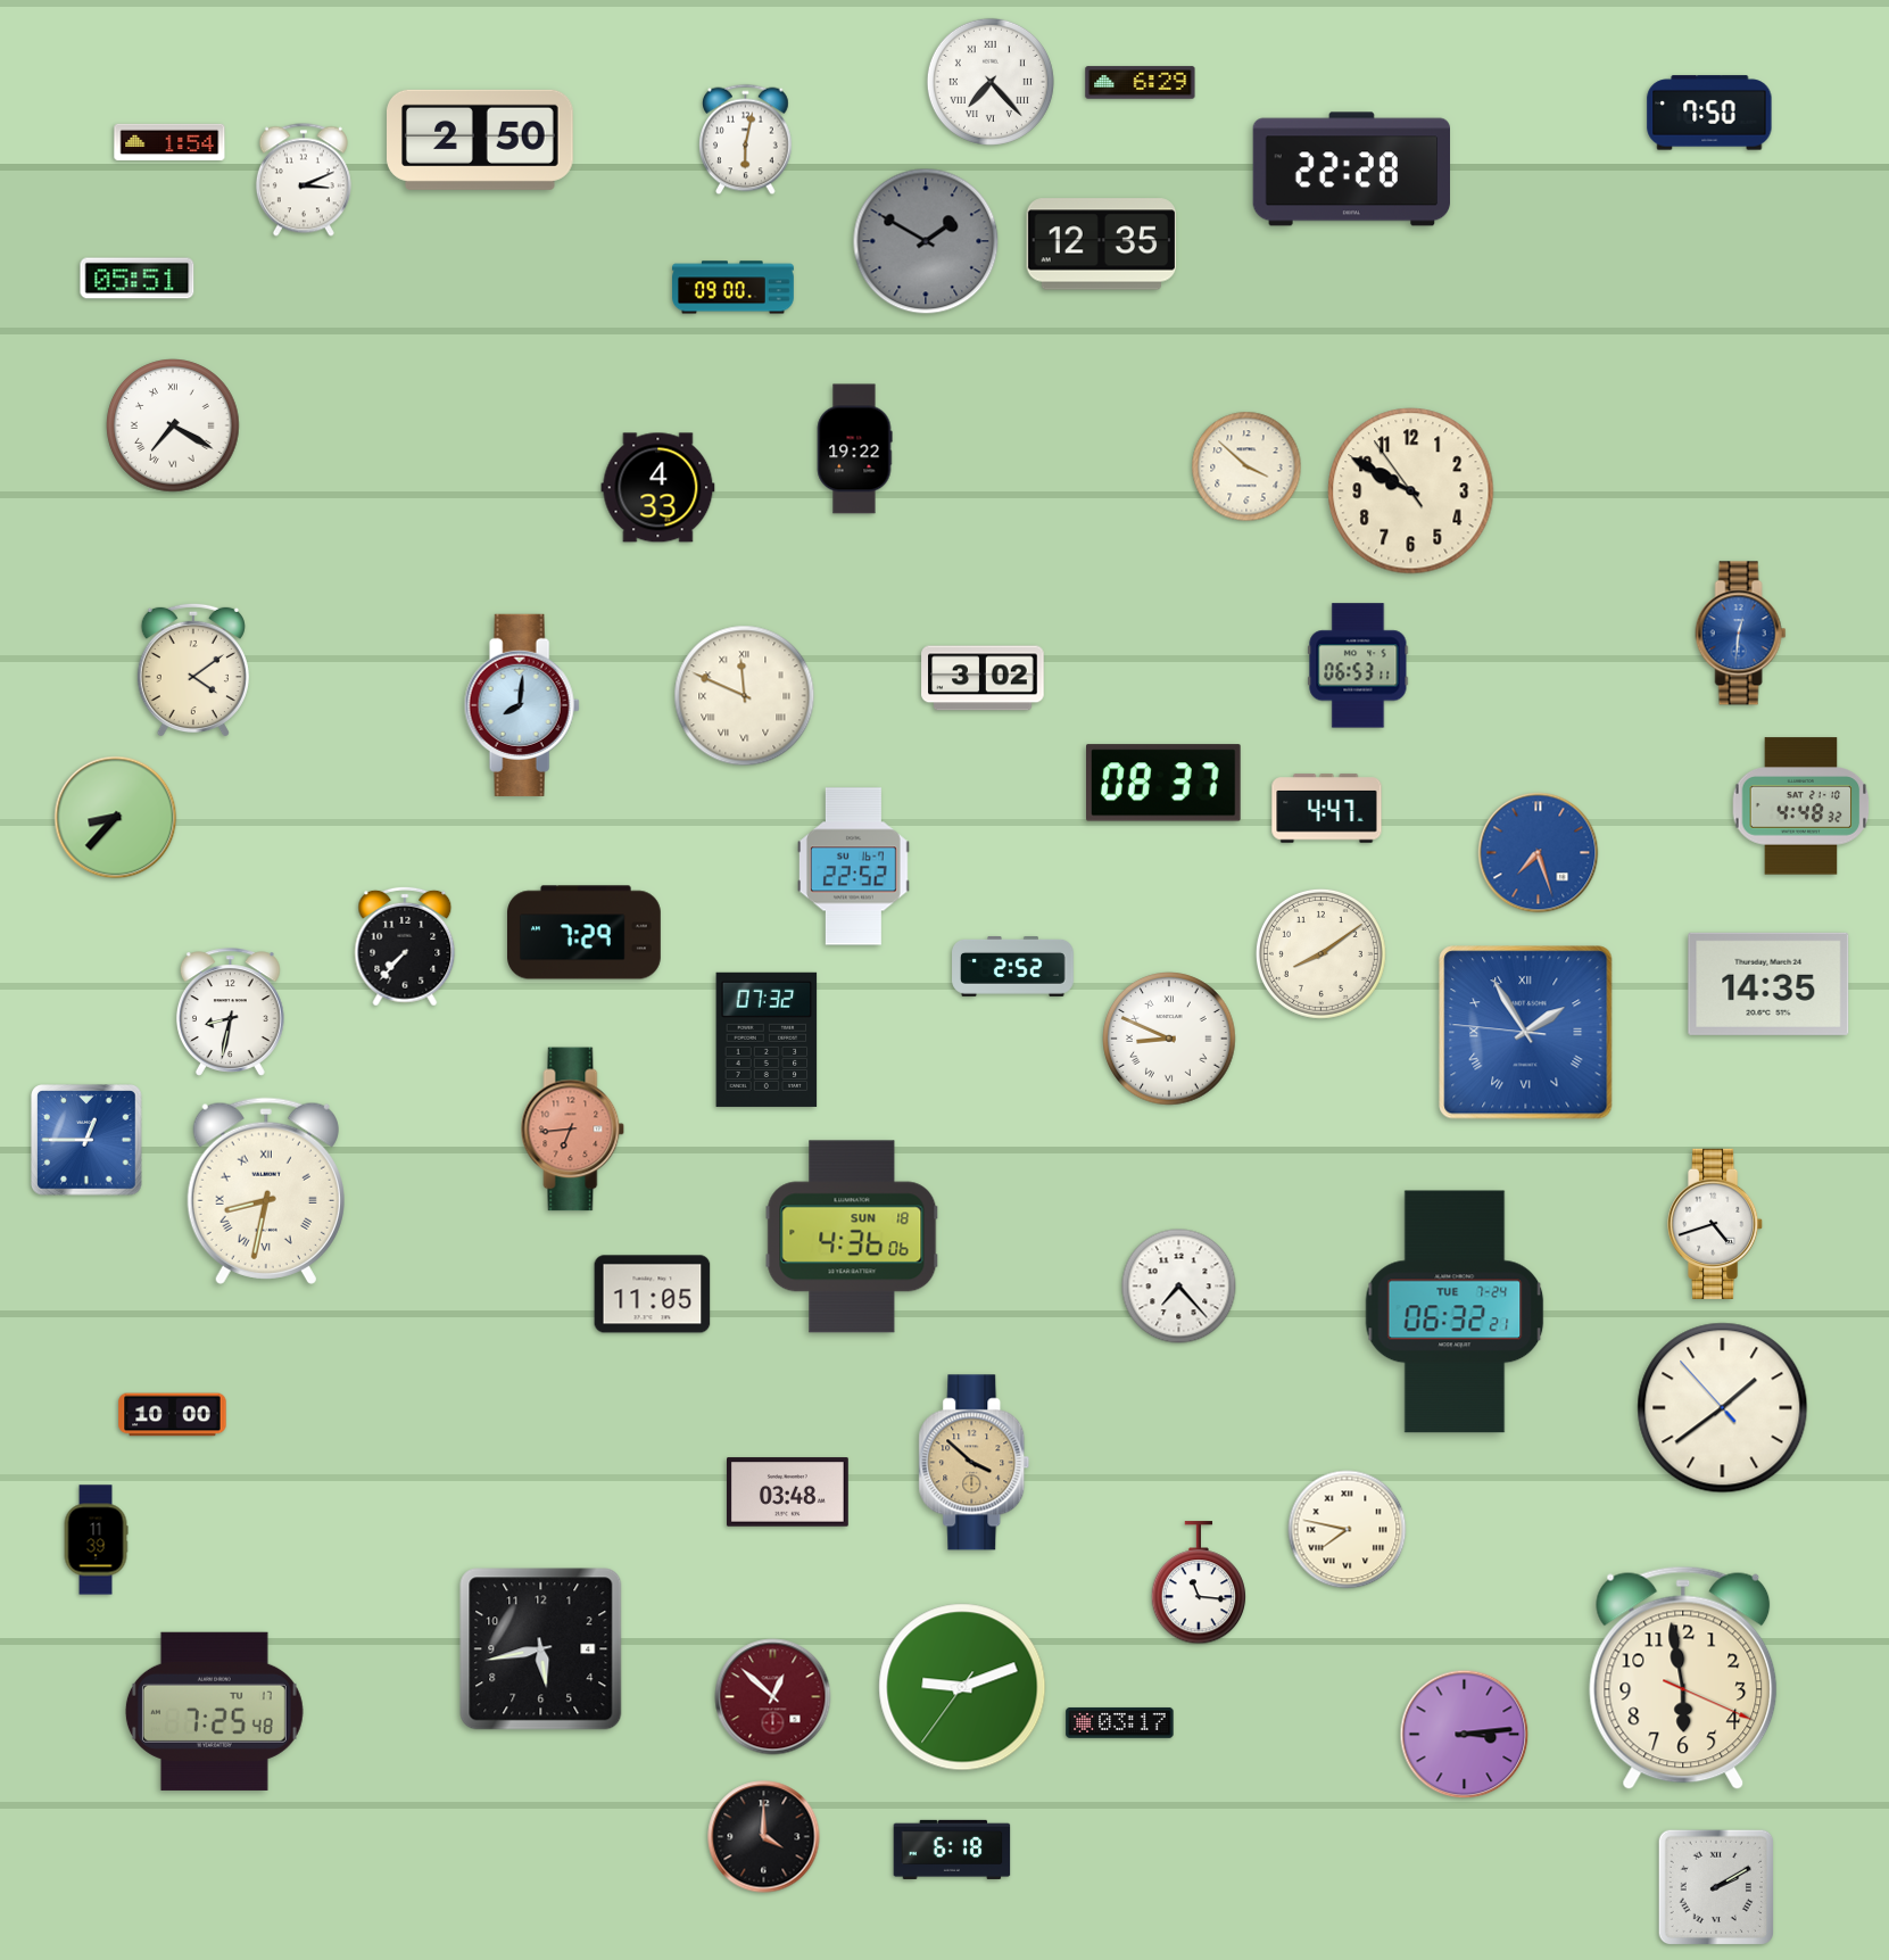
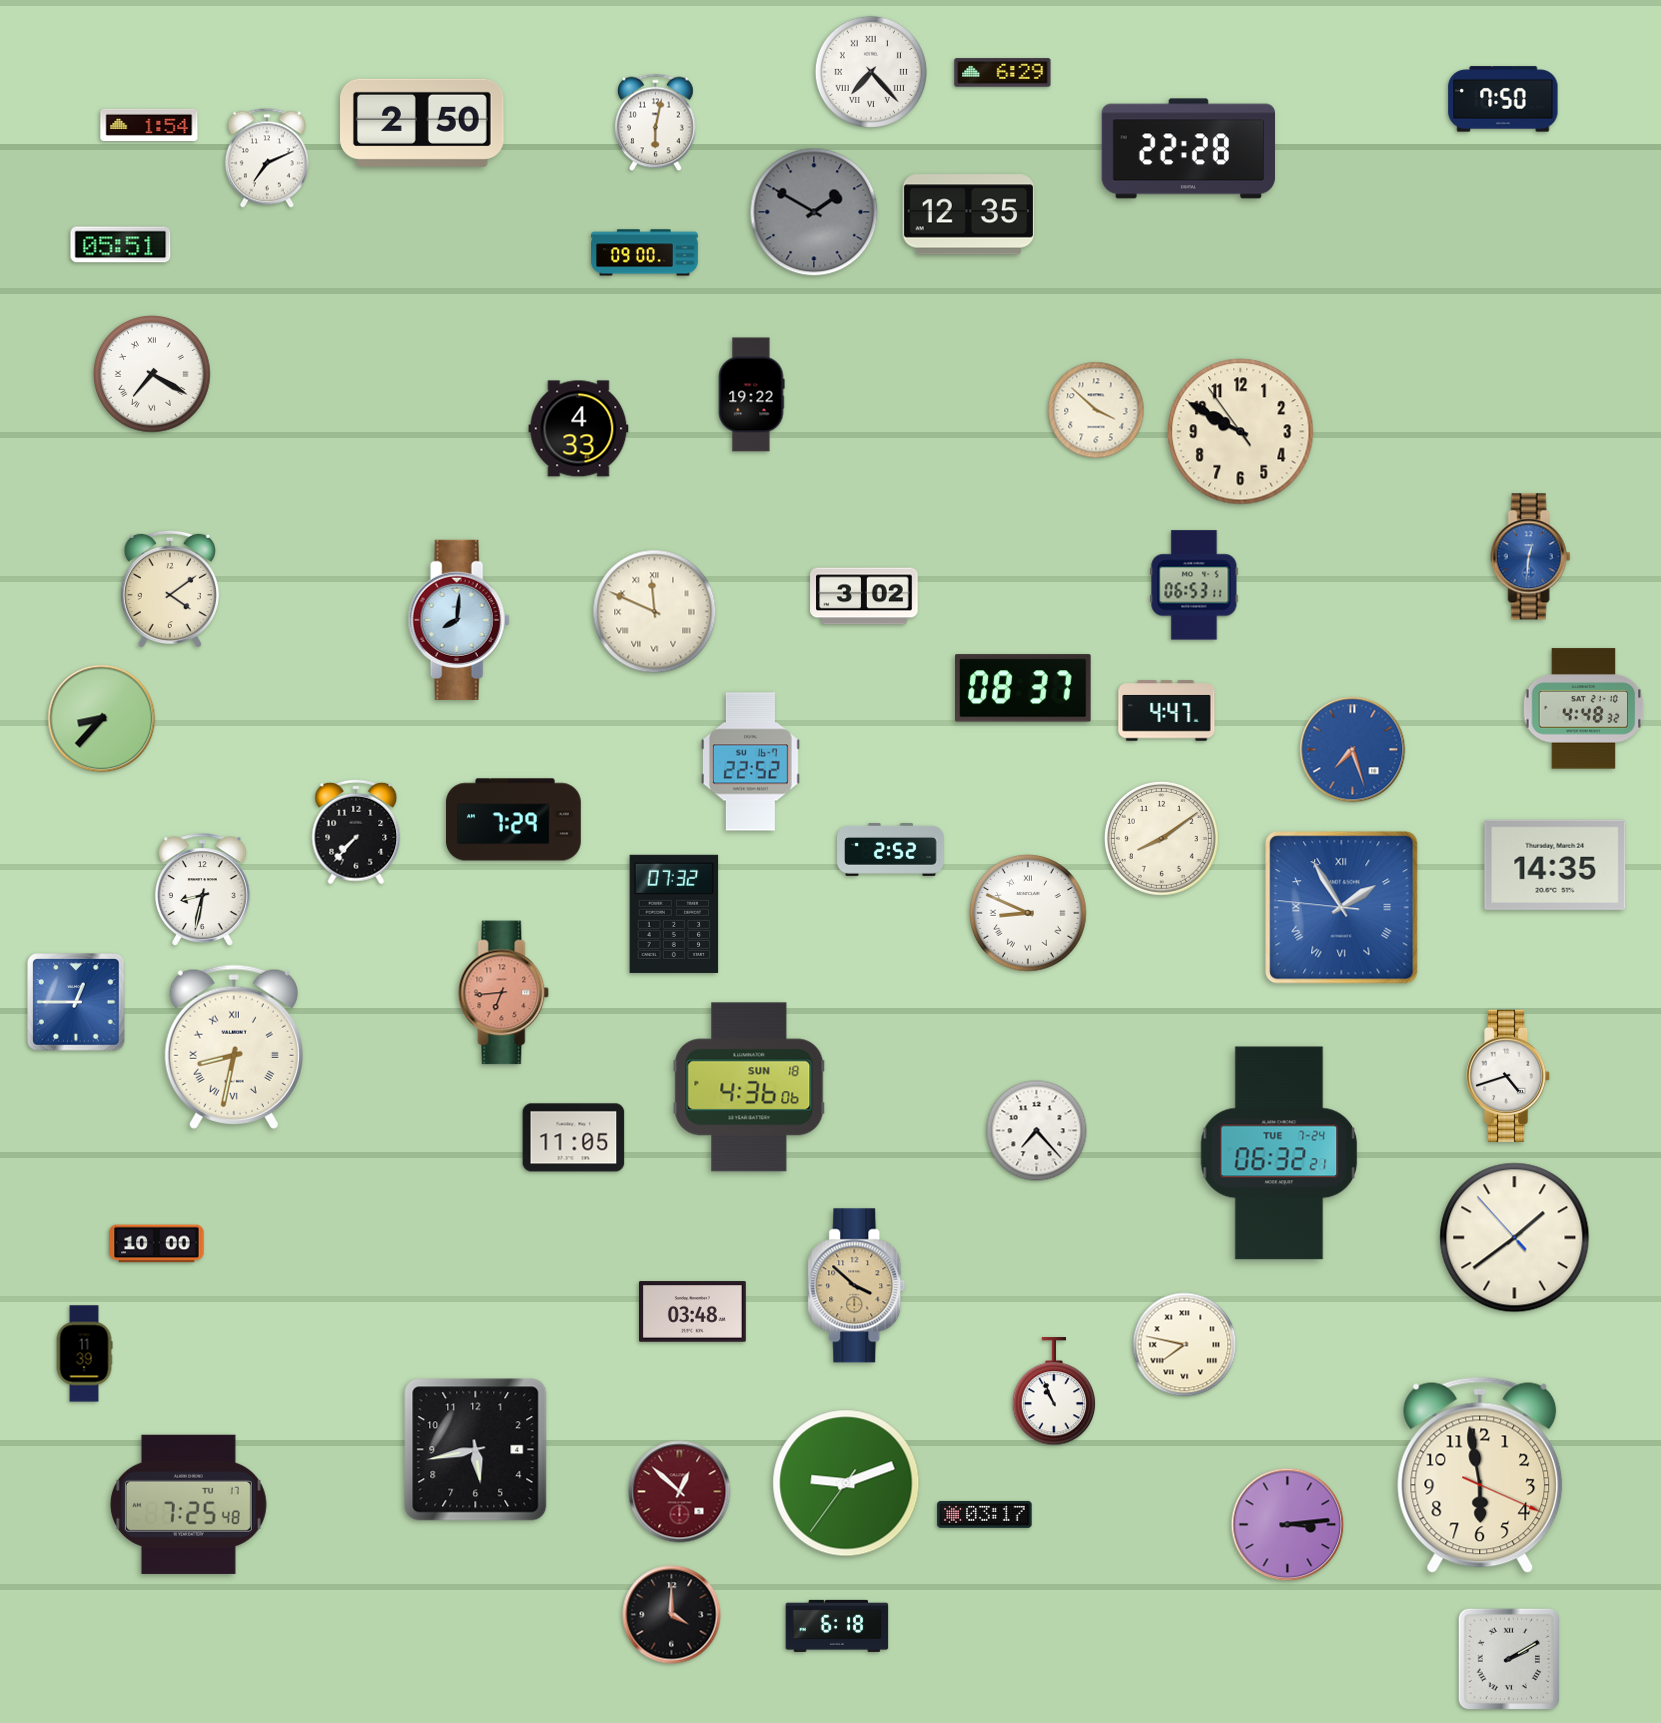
clock at (304, 180): 3:11 -> 7:11
clock at (173, 1415) position: (173, 1415) -> (157, 1244)
clock at (1199, 1583): 11:16 -> 10:56
